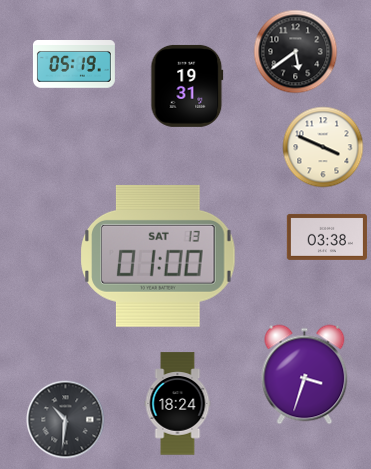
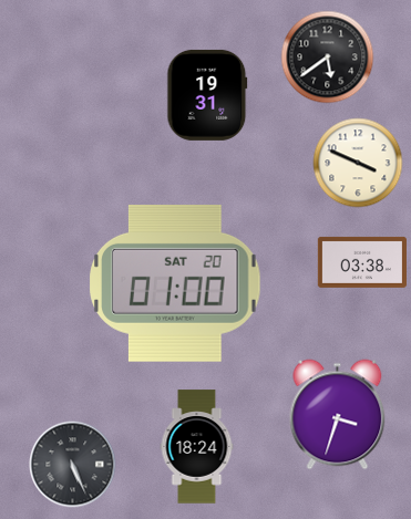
clock at (74, 65): 05:19 -> none
clock at (158, 256) date: SAT 13 -> SAT 20
clock at (66, 420): 10:31 -> 5:26
